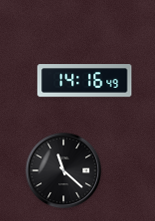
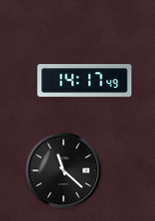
clock at (85, 81): 14:16 -> 14:17
